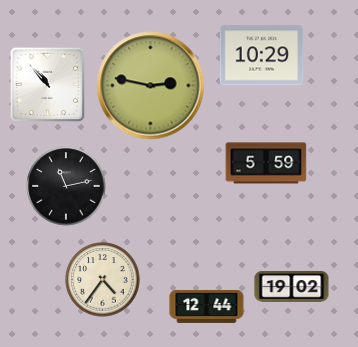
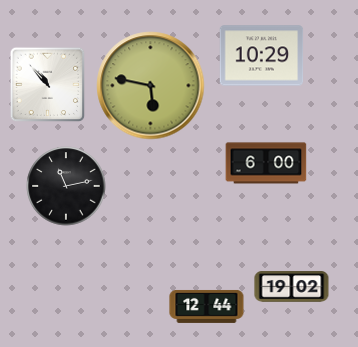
clock at (151, 86): 2:47 -> 5:47
clock at (266, 163): 5:59 -> 6:00
clock at (103, 280): 4:36 -> none
